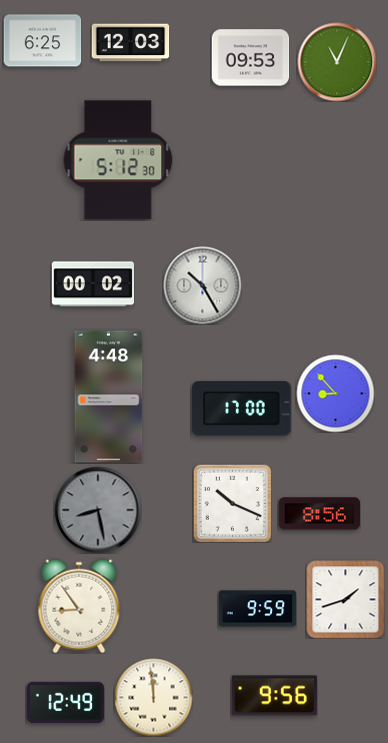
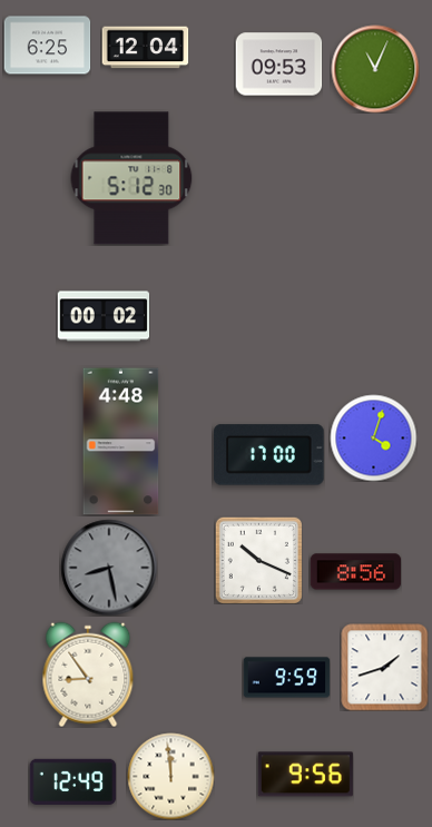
clock at (130, 43): 12:03 -> 12:04
clock at (202, 285): 10:25 -> none
clock at (335, 393): 8:53 -> 4:03
